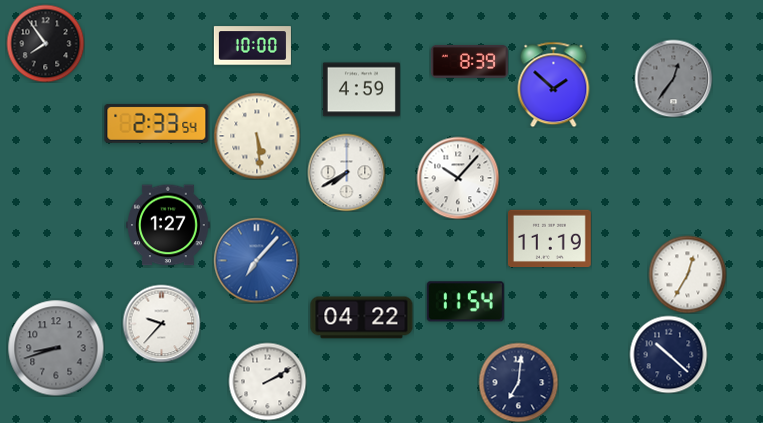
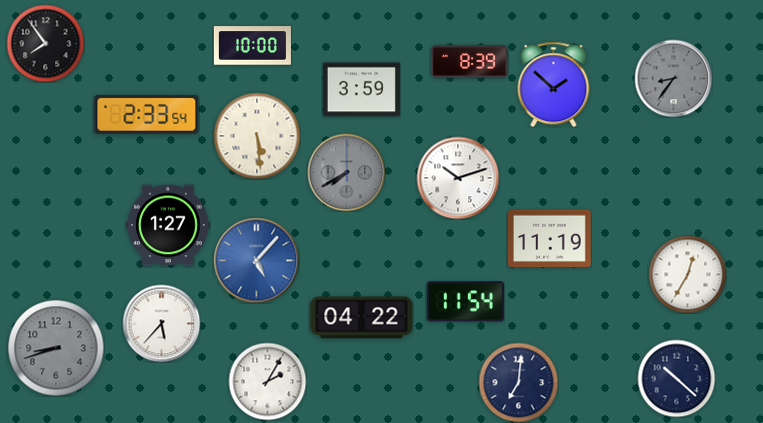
clock at (673, 78): 12:36 -> 8:36
clock at (361, 90): 4:59 -> 3:59
clock at (157, 123) position: (157, 123) -> (147, 114)
clock at (346, 172) dial: white -> grey
clock at (458, 178): 10:07 -> 10:12
clock at (256, 260): 7:07 -> 5:07
clock at (161, 323): 9:37 -> 5:37
clock at (668, 354) position: (668, 354) -> (676, 378)
clock at (267, 381): 2:10 -> 2:05
